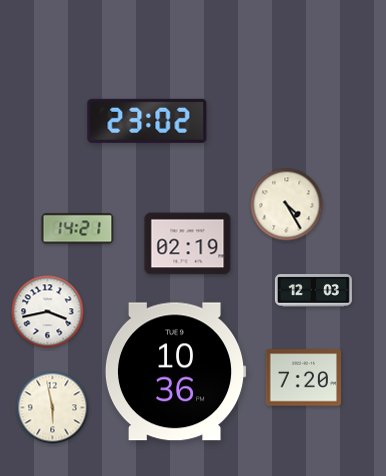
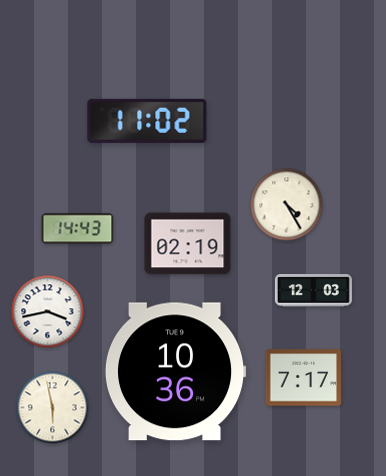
clock at (147, 121): 23:02 -> 11:02
clock at (78, 229): 14:21 -> 14:43
clock at (303, 378): 7:20 -> 7:17
